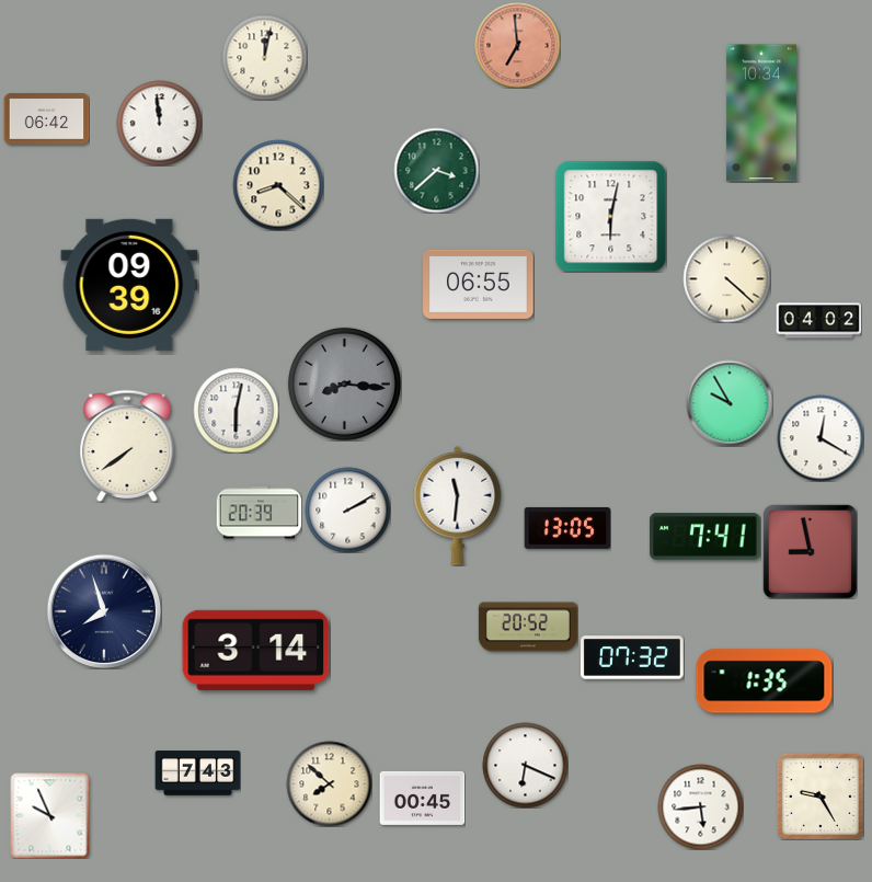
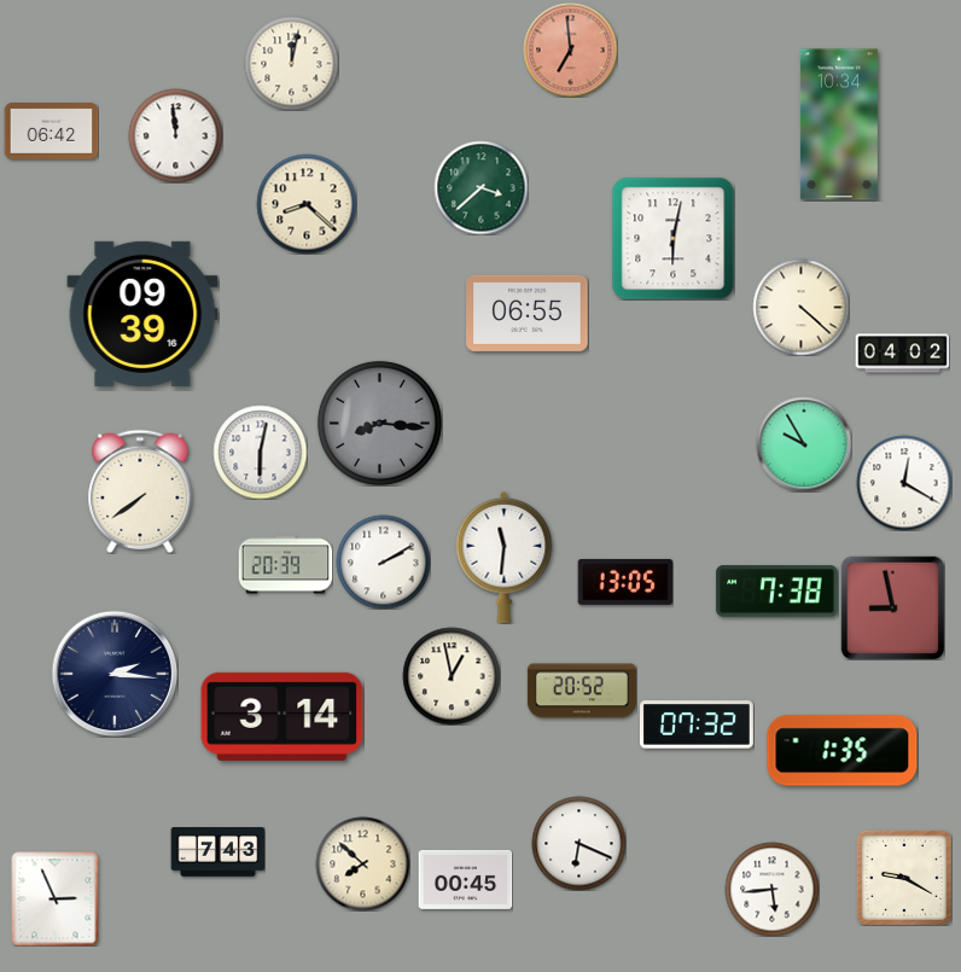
clock at (705, 537): 7:41 -> 7:38
clock at (104, 611): 7:57 -> 2:16
clock at (452, 676): none -> 12:58
clock at (821, 797): 9:25 -> 9:20
clock at (50, 815): 9:56 -> 2:56
